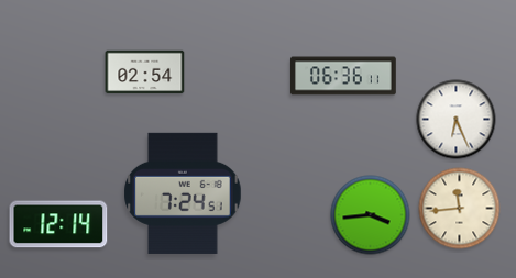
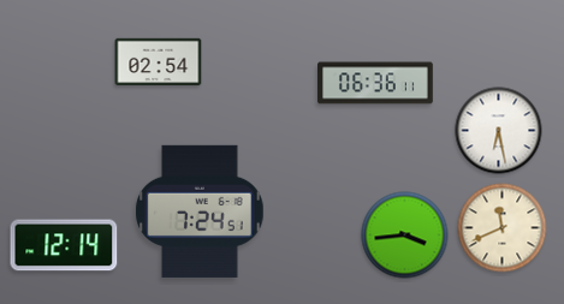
clock at (145, 73) position: (145, 73) -> (159, 62)
clock at (457, 120): 6:26 -> 6:28
clock at (460, 209): 11:44 -> 11:41
